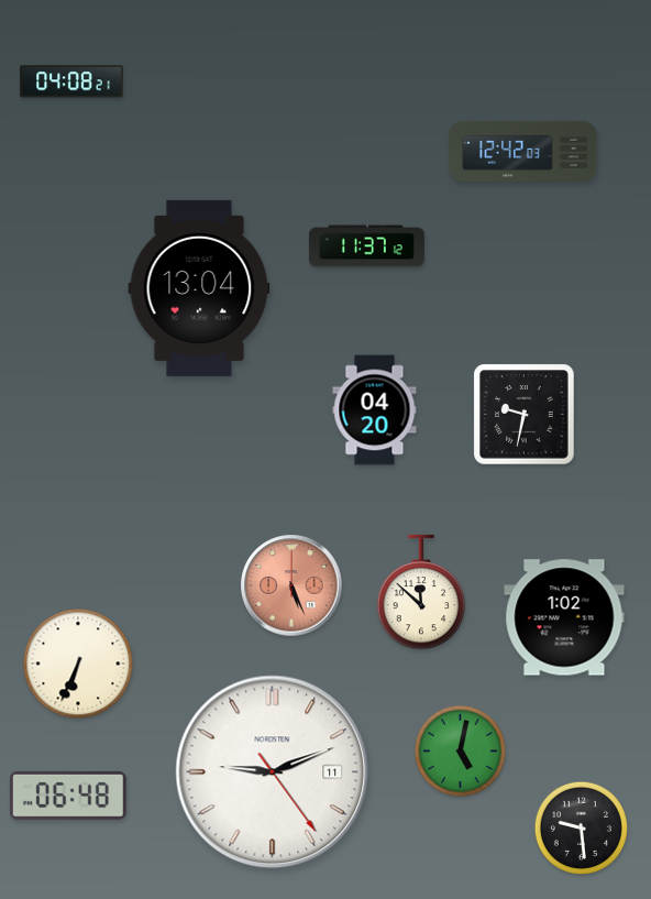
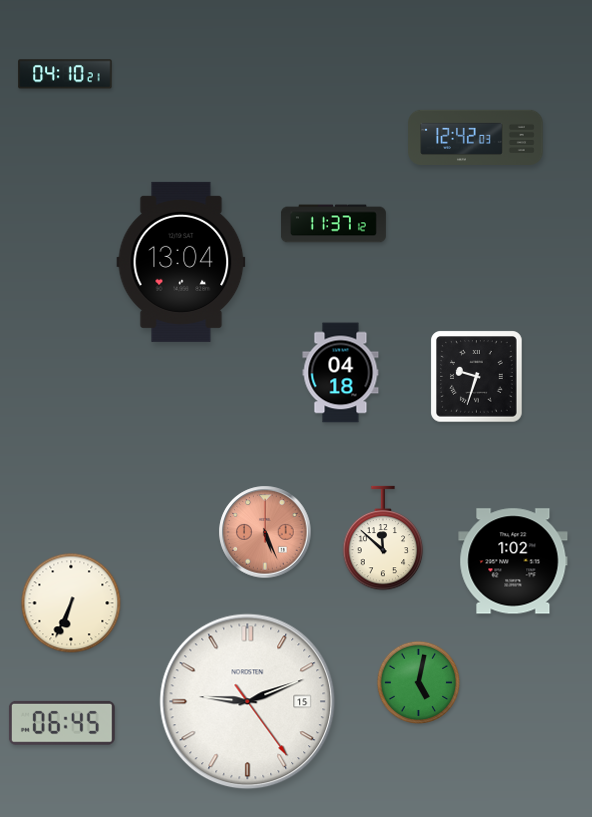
clock at (71, 81): 04:08 -> 04:10
clock at (375, 410): 04:20 -> 04:18
clock at (525, 415): 9:32 -> 9:33
clock at (273, 772) date: 11 -> 15
clock at (68, 796): 06:48 -> 06:45
clock at (581, 827): 9:29 -> none
